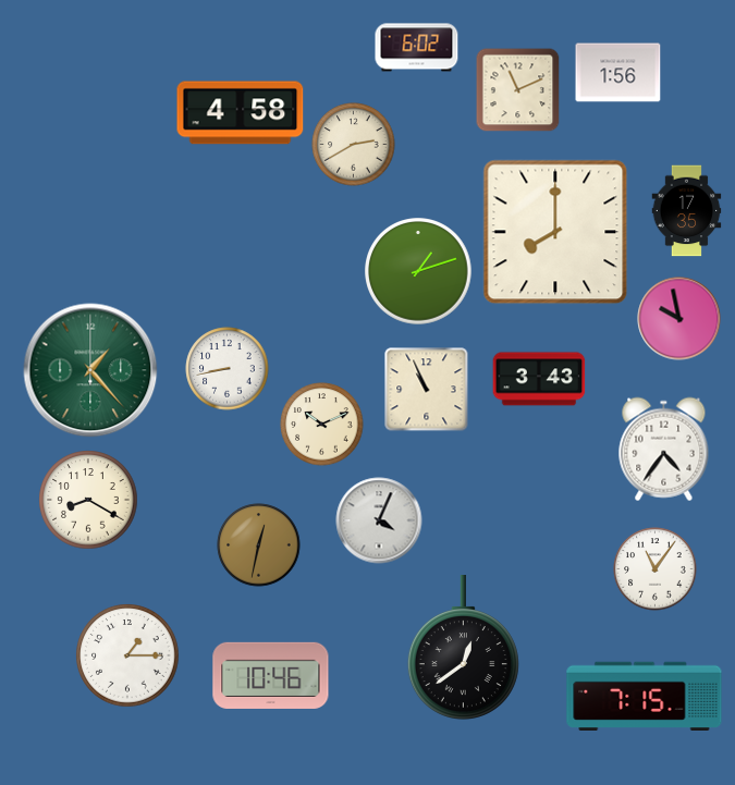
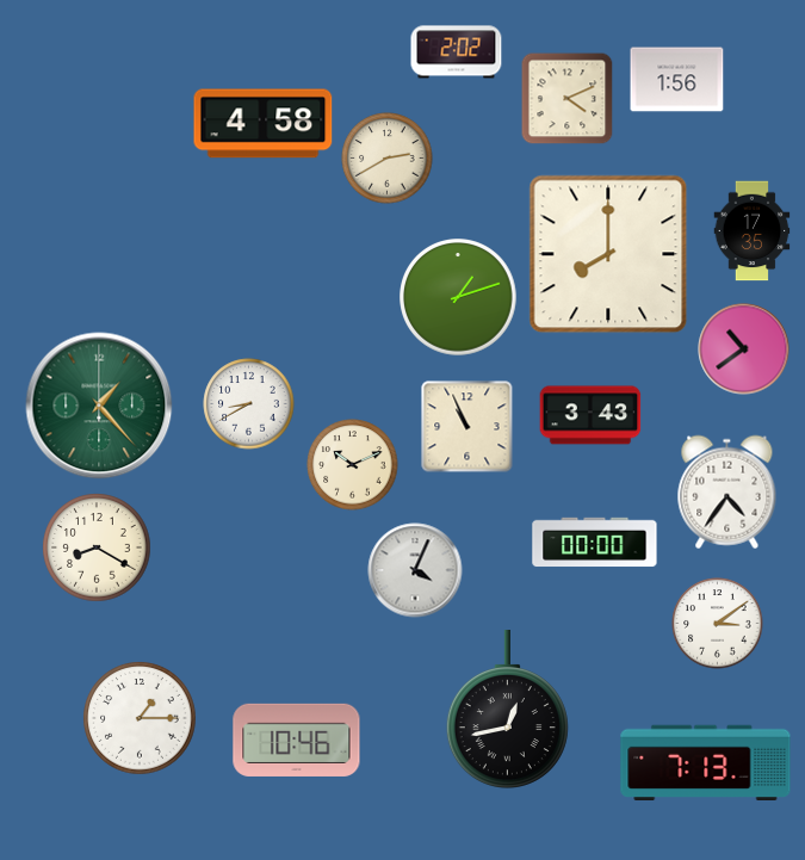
clock at (417, 48): 6:02 -> 2:02
clock at (517, 89): 11:11 -> 4:11
clock at (679, 319): 9:58 -> 10:39
clock at (228, 369): 8:43 -> 8:40
clock at (595, 543): none -> 00:00
clock at (259, 545): 12:32 -> none
clock at (656, 569): 11:06 -> 3:09
clock at (463, 648): 12:39 -> 12:43
clock at (645, 696): 7:15 -> 7:13
